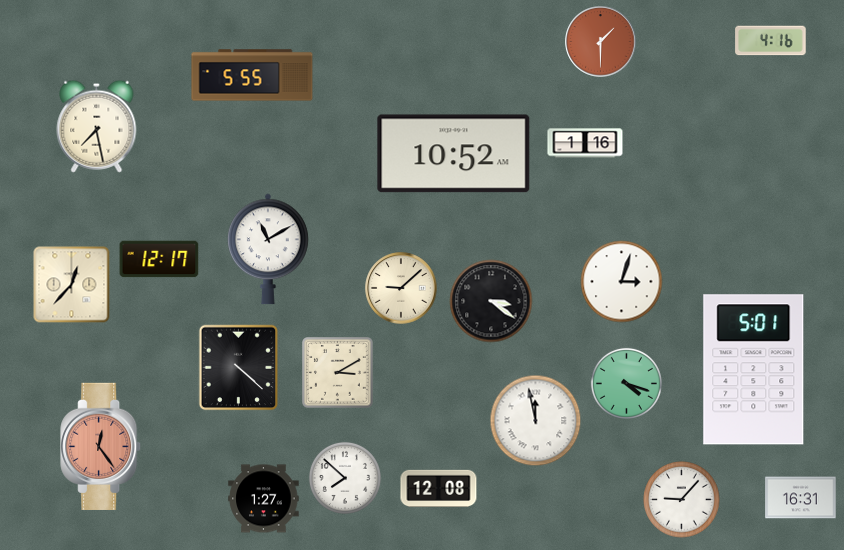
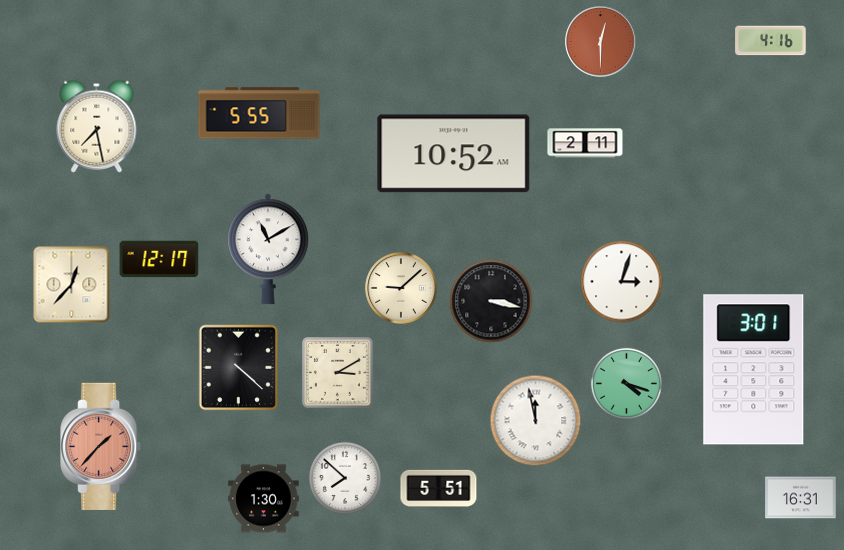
clock at (601, 42): 1:30 -> 12:30
clock at (252, 75) position: (252, 75) -> (259, 113)
clock at (585, 143): 1:16 -> 2:11
clock at (491, 301): 3:21 -> 3:17
clock at (754, 370): 5:01 -> 3:01
clock at (101, 446): 12:24 -> 1:37
clock at (439, 488): 12:08 -> 5:51
clock at (264, 499): 1:27 -> 1:30
clock at (682, 500): 9:07 -> none
